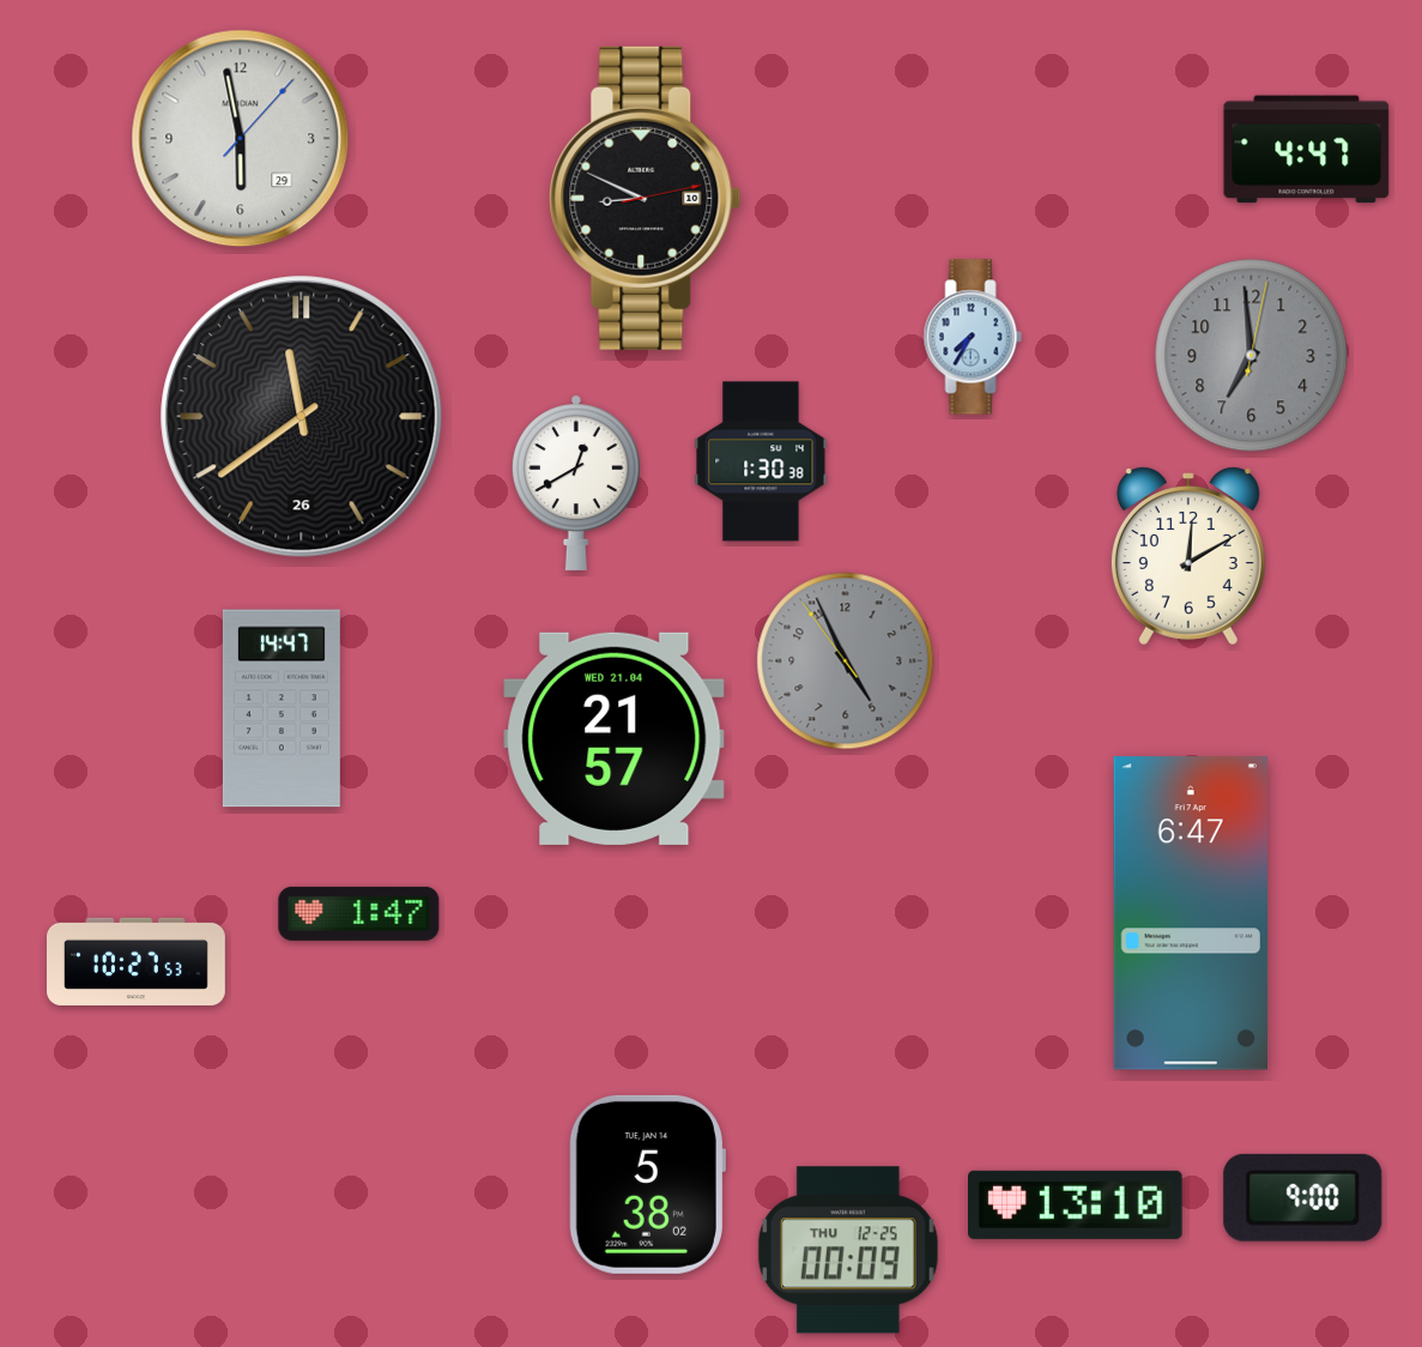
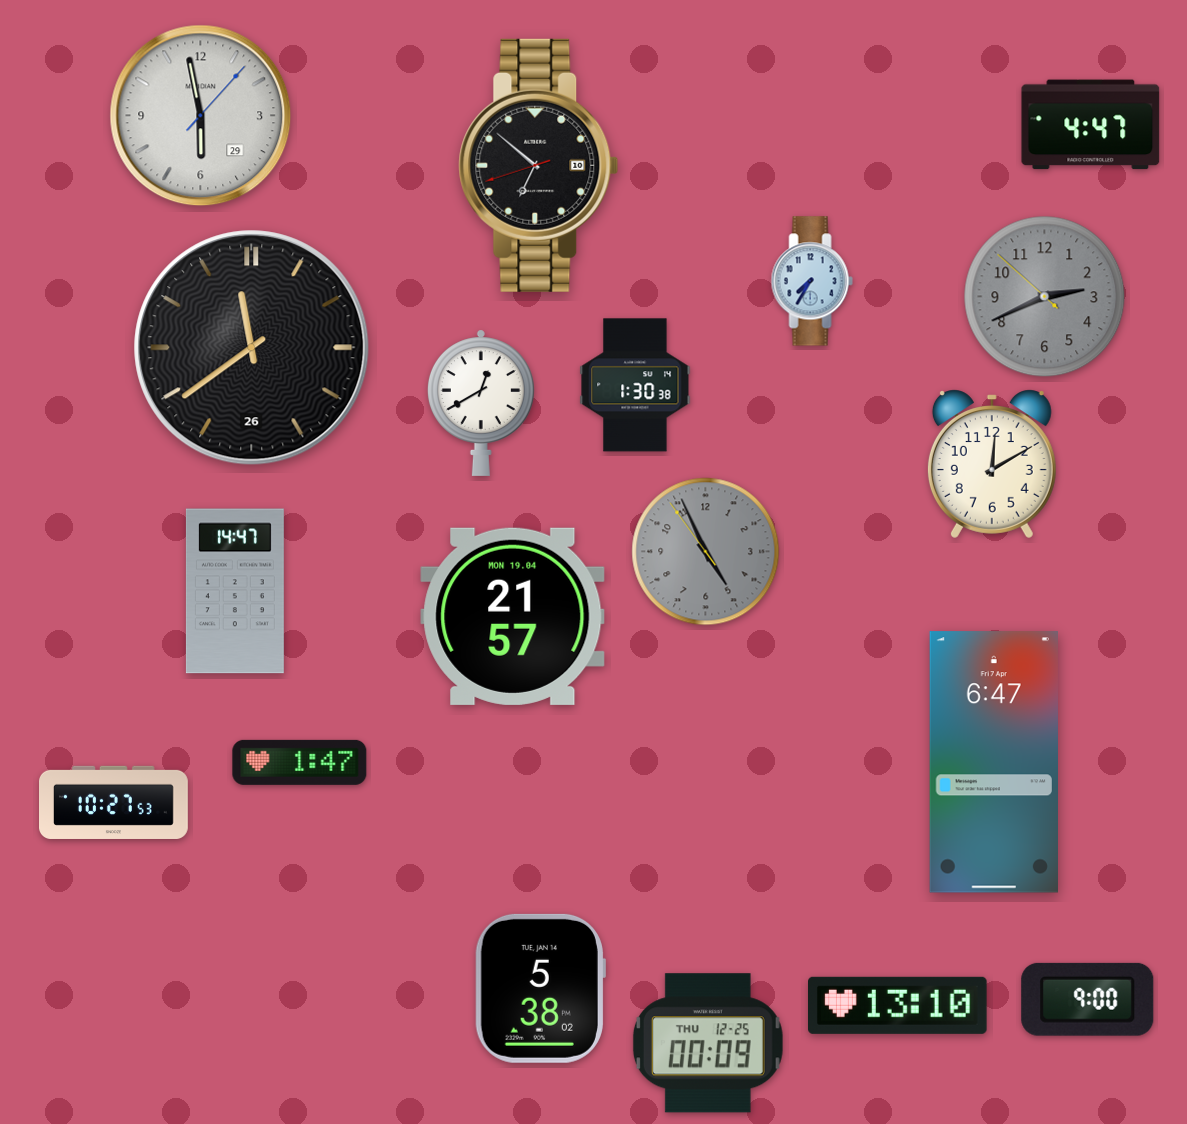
clock at (646, 198): 8:49 -> 6:51
clock at (1252, 356): 6:59 -> 2:40
clock at (615, 738) date: WED 21.04 -> MON 19.04
